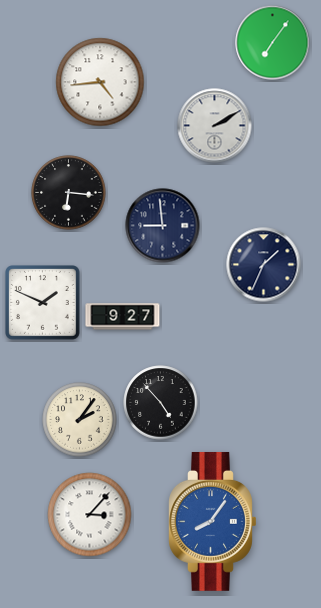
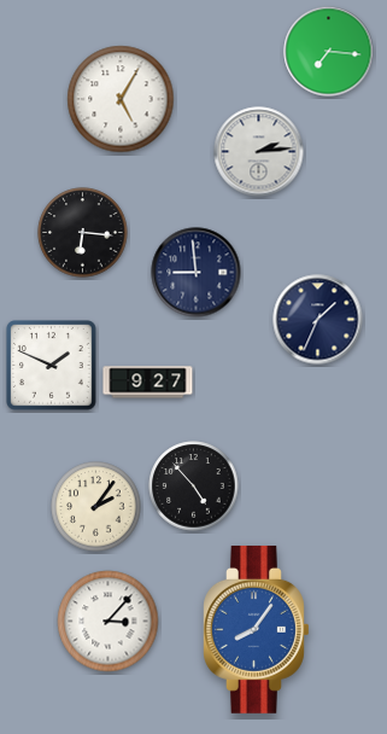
clock at (273, 43): 7:06 -> 7:16
clock at (100, 82): 4:44 -> 5:05
clock at (215, 126): 2:10 -> 2:14
